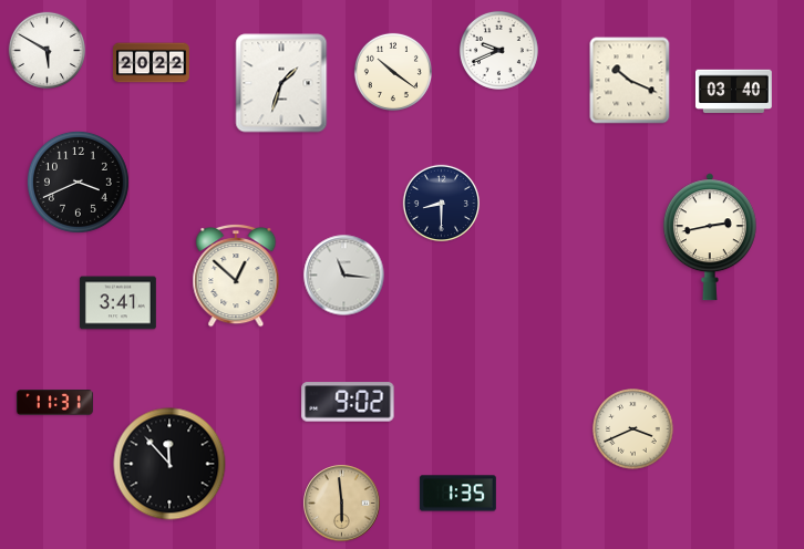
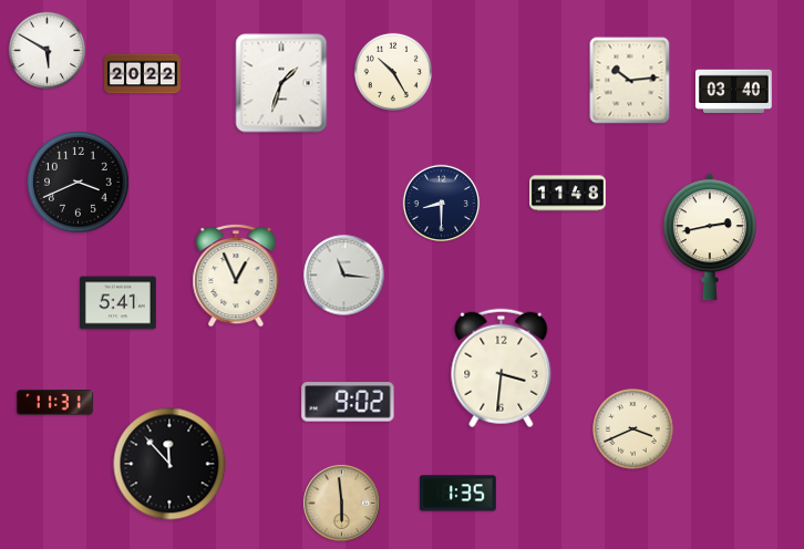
clock at (498, 50): 9:41 -> none
clock at (152, 63) position: (152, 63) -> (143, 74)
clock at (393, 72): 10:21 -> 10:25
clock at (630, 81): 10:19 -> 10:14
clock at (568, 194): none -> 11:48
clock at (236, 276): 12:52 -> 12:56
clock at (118, 303): 3:41 -> 5:41
clock at (502, 369): none -> 3:31
